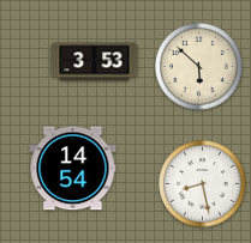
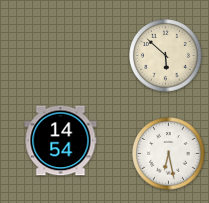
clock at (95, 62): 3:53 -> none
clock at (203, 184): 8:28 -> 6:28
